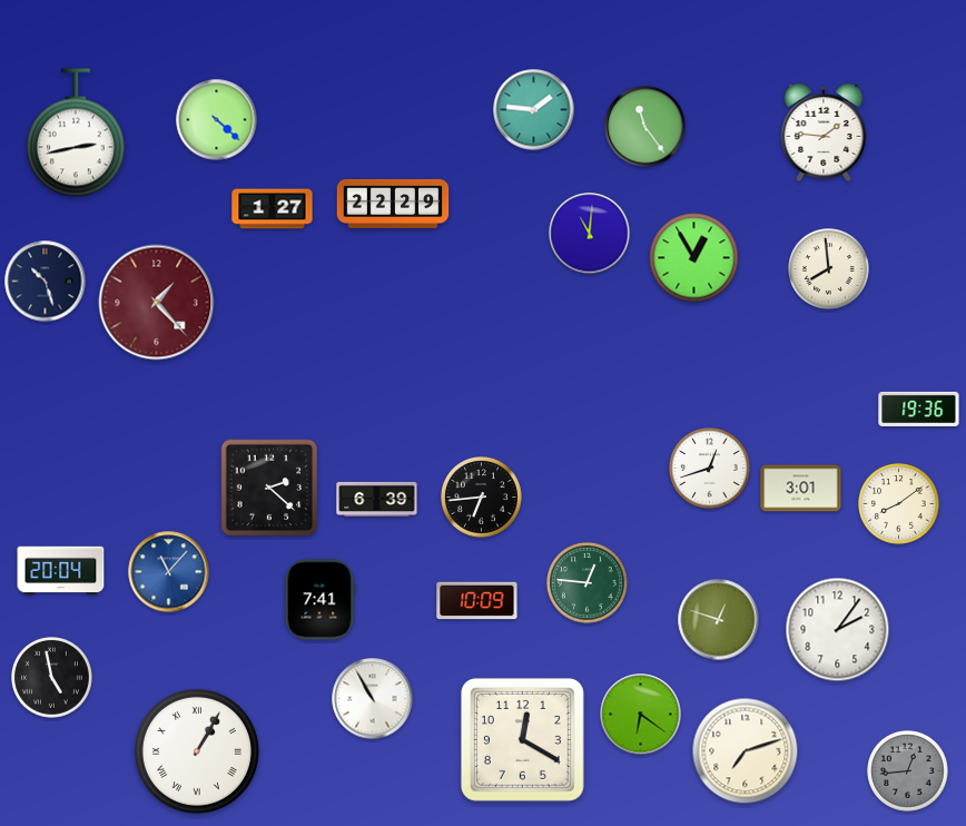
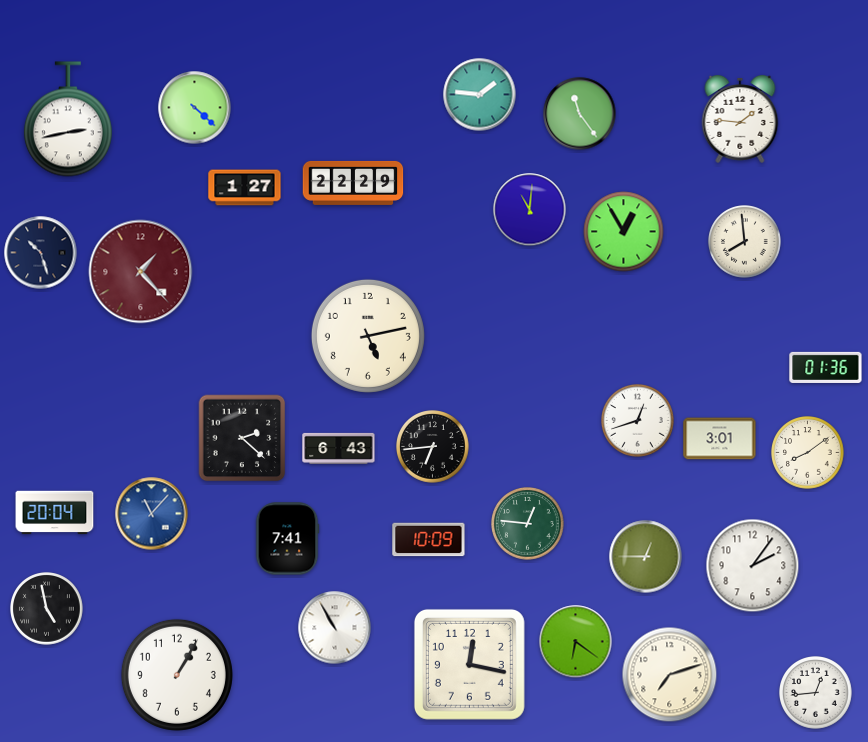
clock at (534, 110) position: (534, 110) -> (480, 95)
clock at (368, 336): none -> 5:13
clock at (919, 409): 19:36 -> 01:36
clock at (377, 499): 6:39 -> 6:43
clock at (719, 620): 12:48 -> 12:45
clock at (522, 739): 12:20 -> 12:17
clock at (197, 751) numerals: Roman -> Arabic
clock at (908, 771) dial: grey -> white
